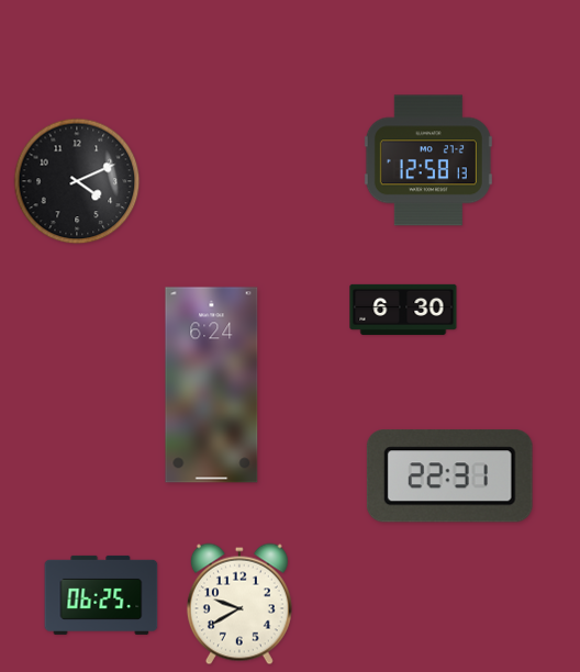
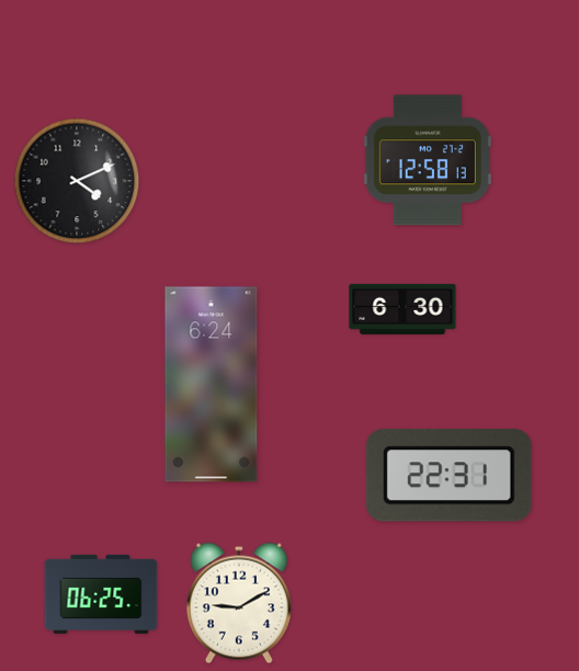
clock at (239, 604): 9:40 -> 9:10
